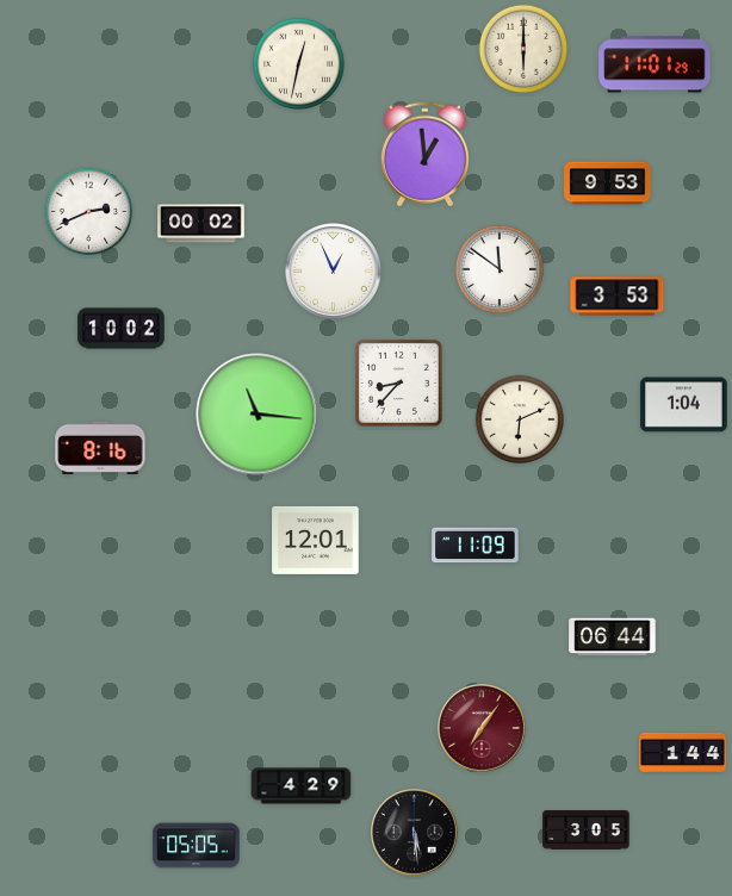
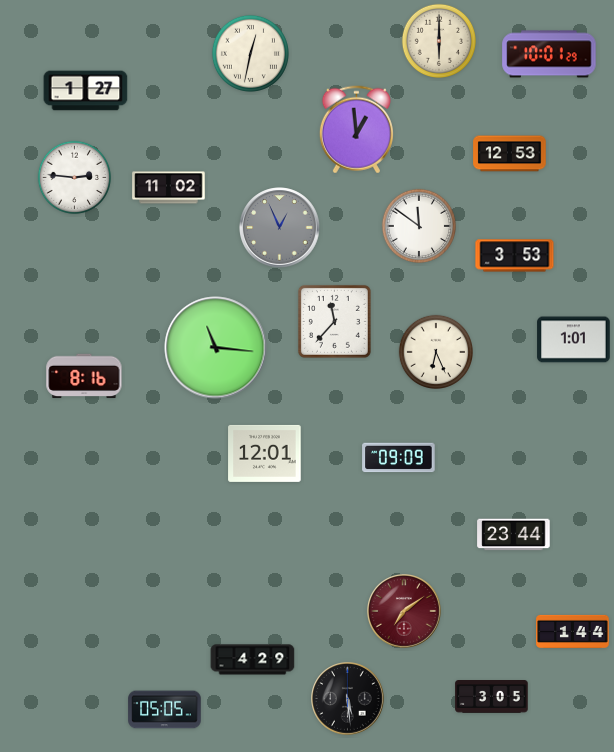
clock at (655, 64): 11:01 -> 10:01
clock at (86, 91): none -> 1:27
clock at (608, 183): 9:53 -> 12:53
clock at (89, 212): 2:41 -> 2:46
clock at (201, 224): 00:02 -> 11:02
clock at (334, 272) dial: white -> grey
clock at (618, 297) position: (618, 297) -> (515, 256)
clock at (122, 329): 10:02 -> none
clock at (398, 382): 8:37 -> 11:37
clock at (684, 405): 1:04 -> 1:01
clock at (519, 418): 6:11 -> 6:26
clock at (476, 546): 11:09 -> 09:09
clock at (613, 637): 06:44 -> 23:44
clock at (483, 729): 7:06 -> 7:09
